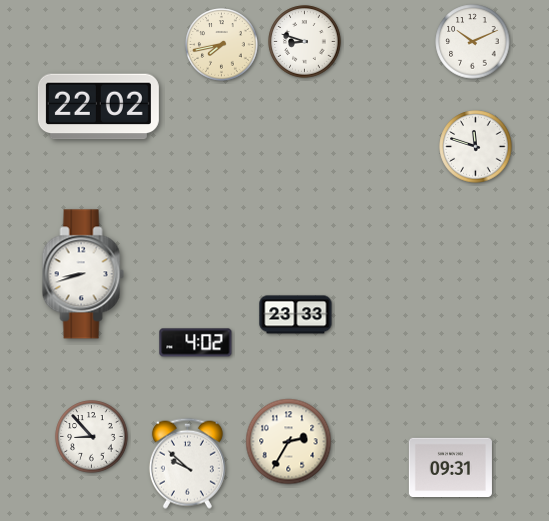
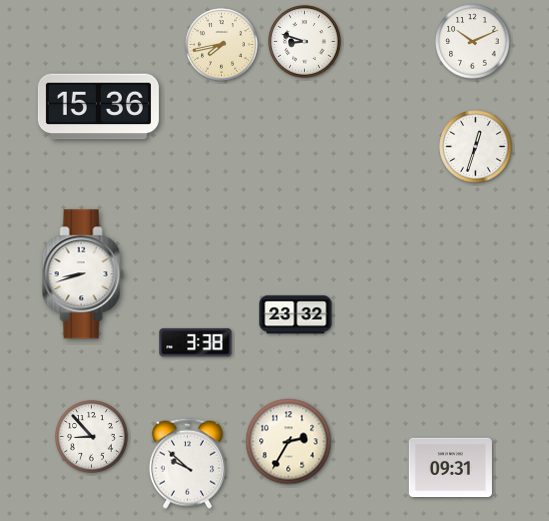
clock at (98, 107): 22:02 -> 15:36
clock at (476, 147): 11:48 -> 12:33
clock at (296, 315): 23:33 -> 23:32
clock at (196, 343): 4:02 -> 3:38
